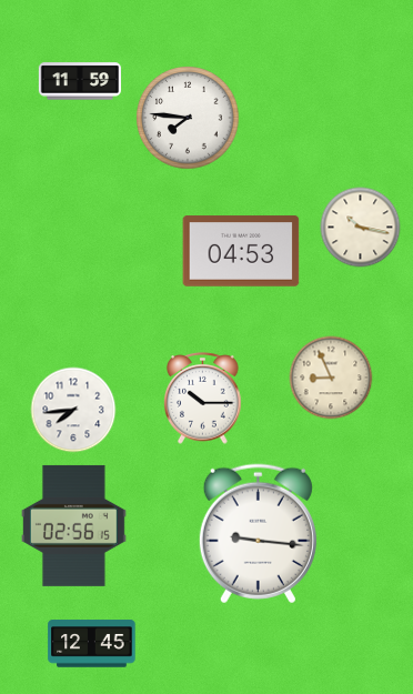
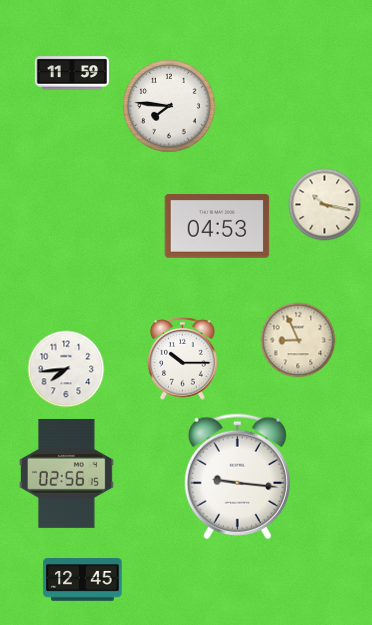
clock at (258, 534) position: (258, 534) -> (237, 477)
